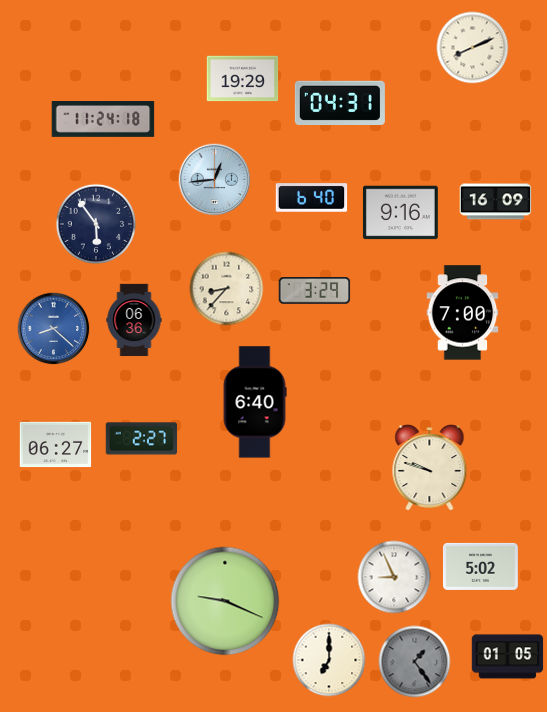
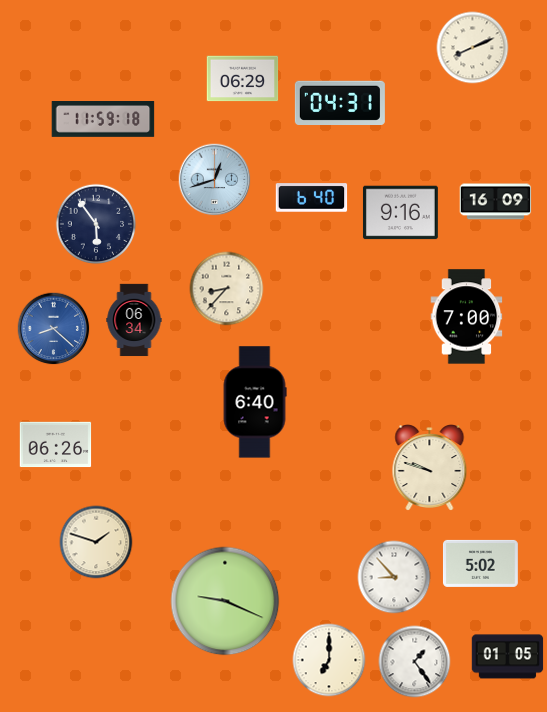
clock at (243, 79): 19:29 -> 06:29
clock at (103, 120): 11:24 -> 11:59
clock at (215, 180): 12:44 -> 12:42
clock at (315, 291): 3:29 -> none
clock at (463, 313) position: (463, 313) -> (467, 317)
clock at (134, 320): 06:36 -> 06:34
clock at (142, 439): 2:27 -> none
clock at (56, 445): 06:27 -> 06:26
clock at (96, 542): none -> 1:48
clock at (480, 566) position: (480, 566) -> (480, 563)
clock at (394, 577): 8:56 -> 8:53
clock at (415, 662) dial: grey -> white
